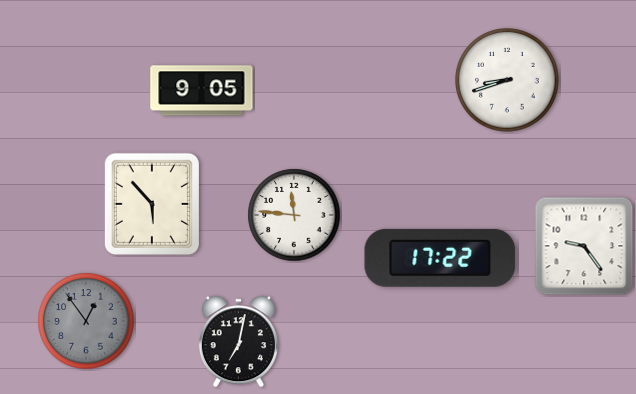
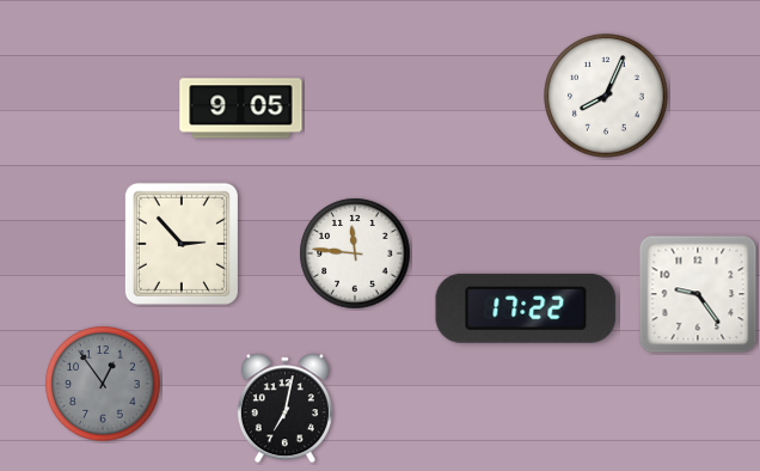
clock at (507, 80): 8:42 -> 8:04
clock at (152, 204): 5:53 -> 2:53
clock at (294, 215) position: (294, 215) -> (355, 253)
